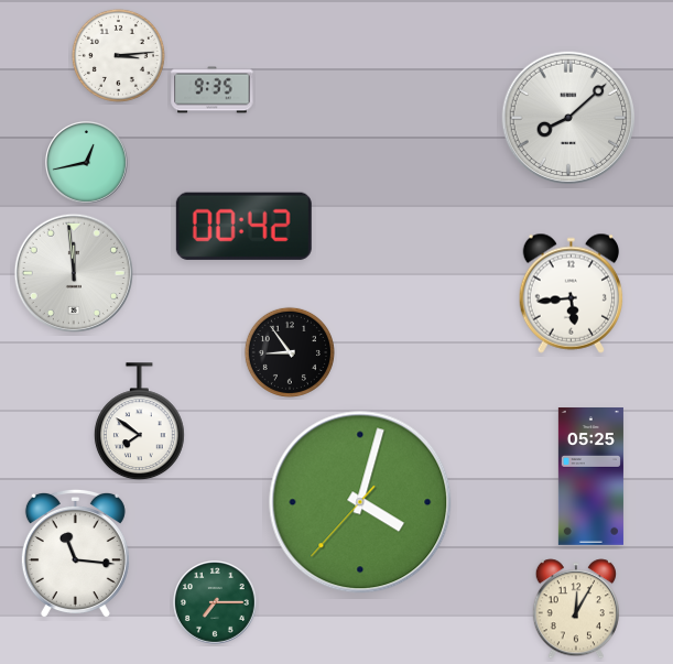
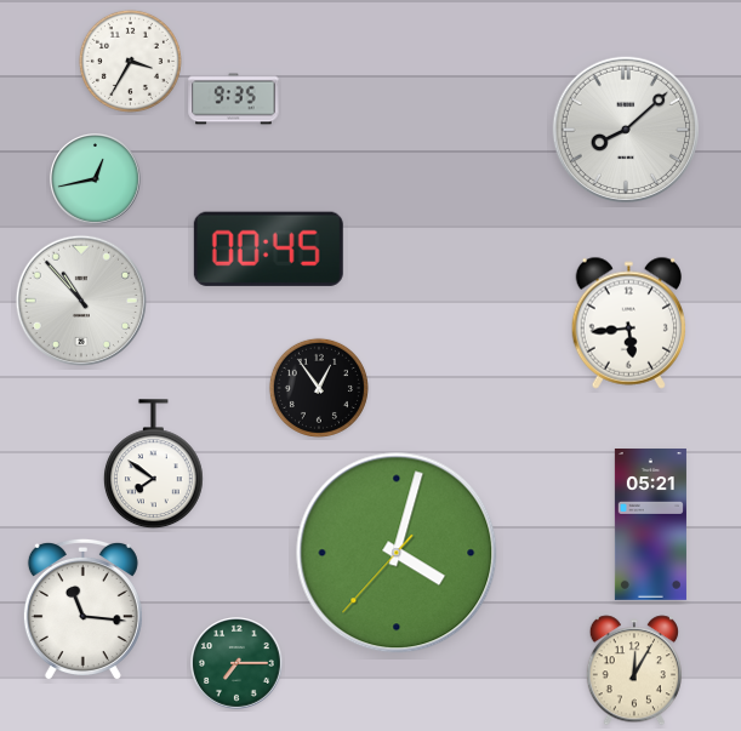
clock at (118, 55): 3:14 -> 3:35
clock at (243, 226): 00:42 -> 00:45
clock at (74, 273): 11:59 -> 10:53
clock at (290, 352): 8:54 -> 12:54
clock at (590, 477): 05:25 -> 05:21
